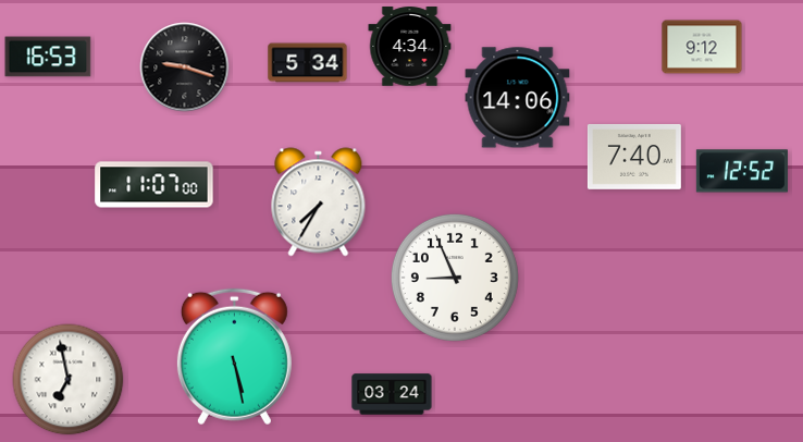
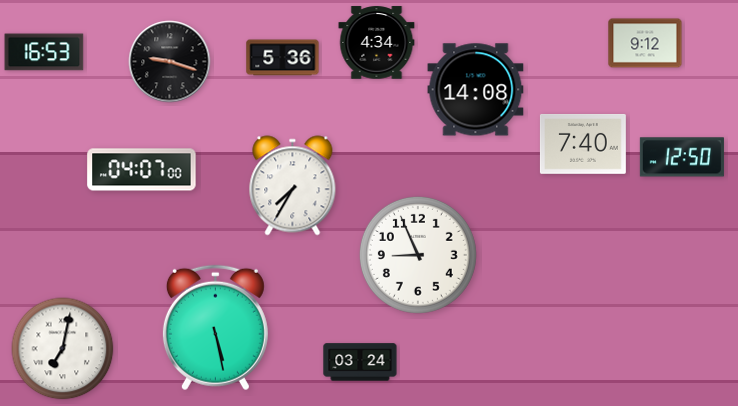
clock at (308, 63): 5:34 -> 5:36
clock at (518, 98): 14:06 -> 14:08
clock at (742, 171): 12:52 -> 12:50
clock at (155, 185): 11:07 -> 04:07
clock at (69, 380): 6:58 -> 7:02
